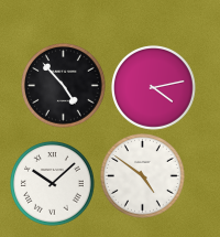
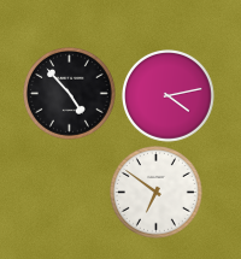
clock at (143, 176): 4:51 -> 6:51
clock at (53, 184): 10:08 -> none
